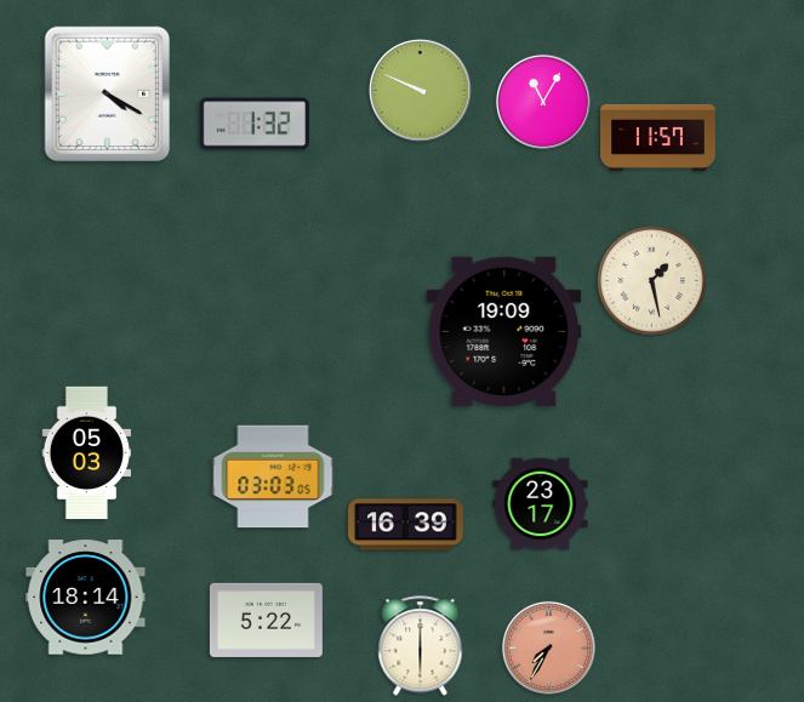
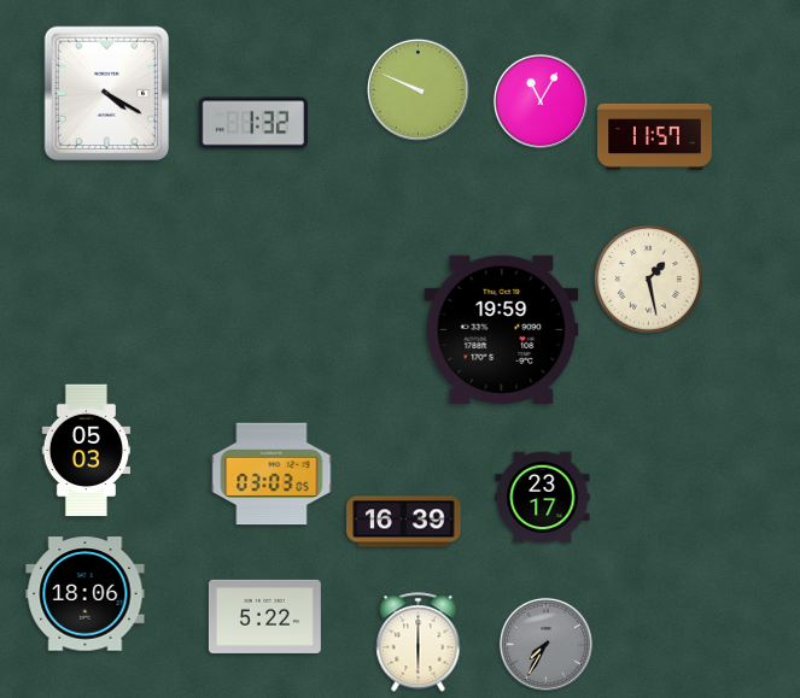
clock at (504, 331): 19:09 -> 19:59
clock at (541, 504) position: (541, 504) -> (543, 498)
clock at (86, 598): 18:14 -> 18:06
clock at (548, 647) dial: salmon -> grey
